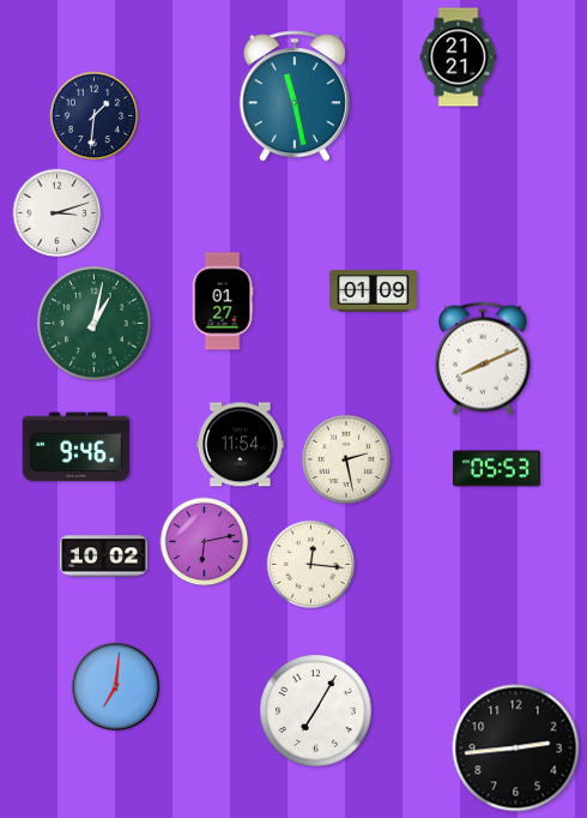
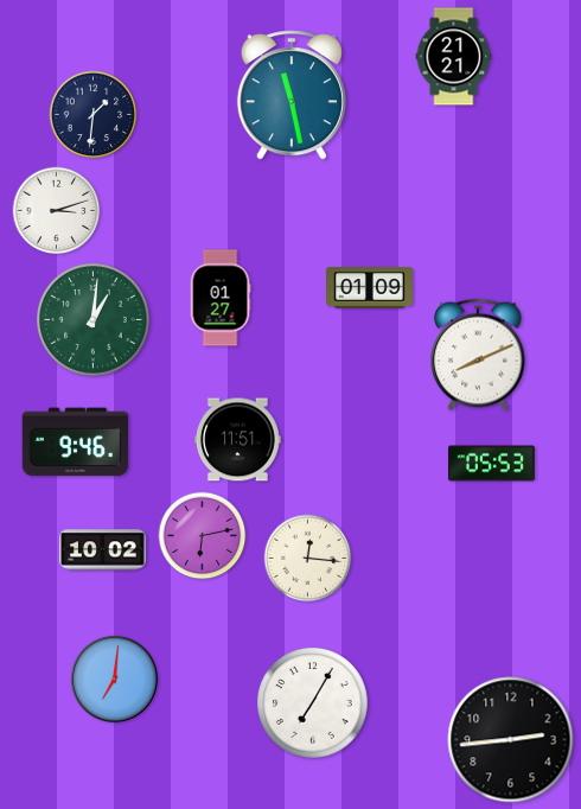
clock at (95, 324): 1:02 -> 1:01
clock at (240, 445): 11:54 -> 11:51
clock at (346, 459): 2:28 -> none
